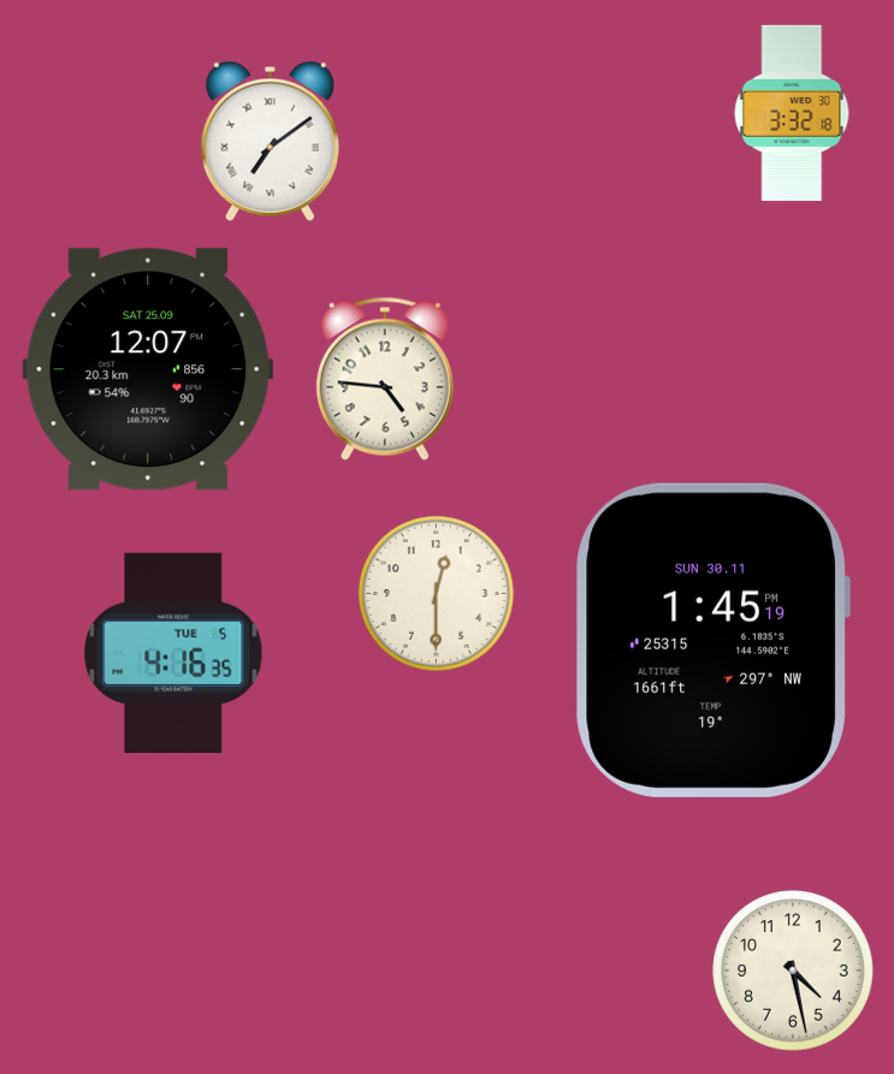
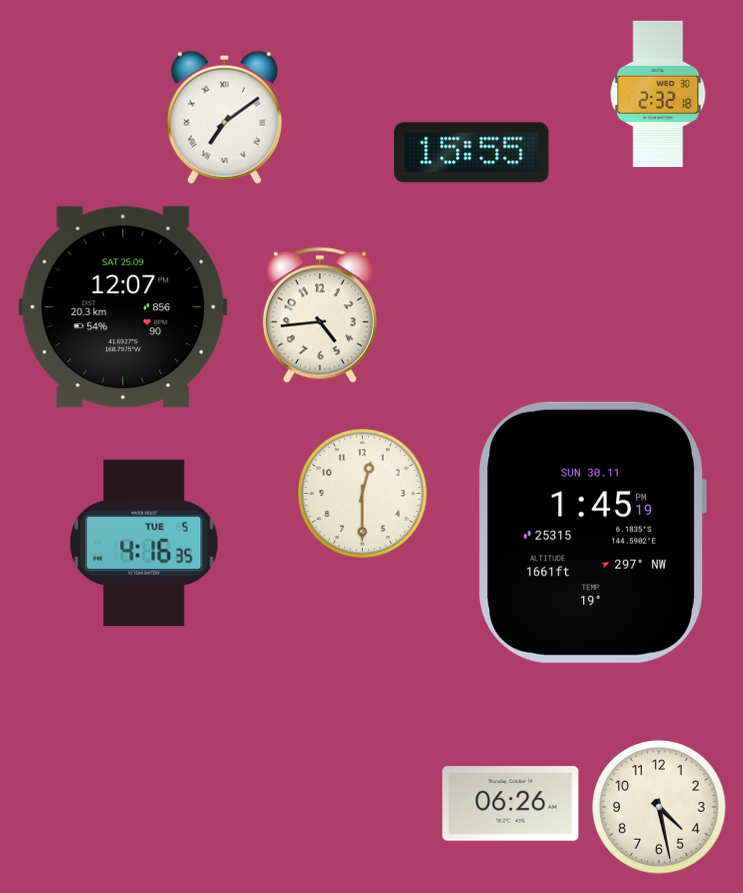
clock at (792, 113): 3:32 -> 2:32
clock at (472, 153): none -> 15:55
clock at (385, 379): 4:46 -> 4:44
clock at (511, 804): none -> 06:26
